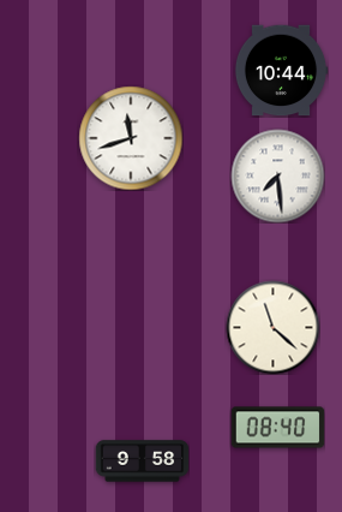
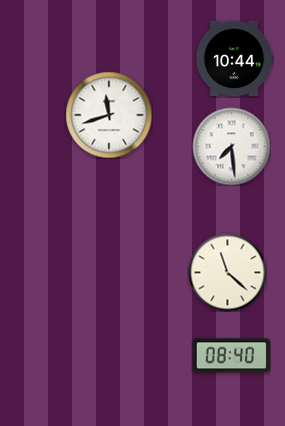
clock at (142, 462): 9:58 -> none
